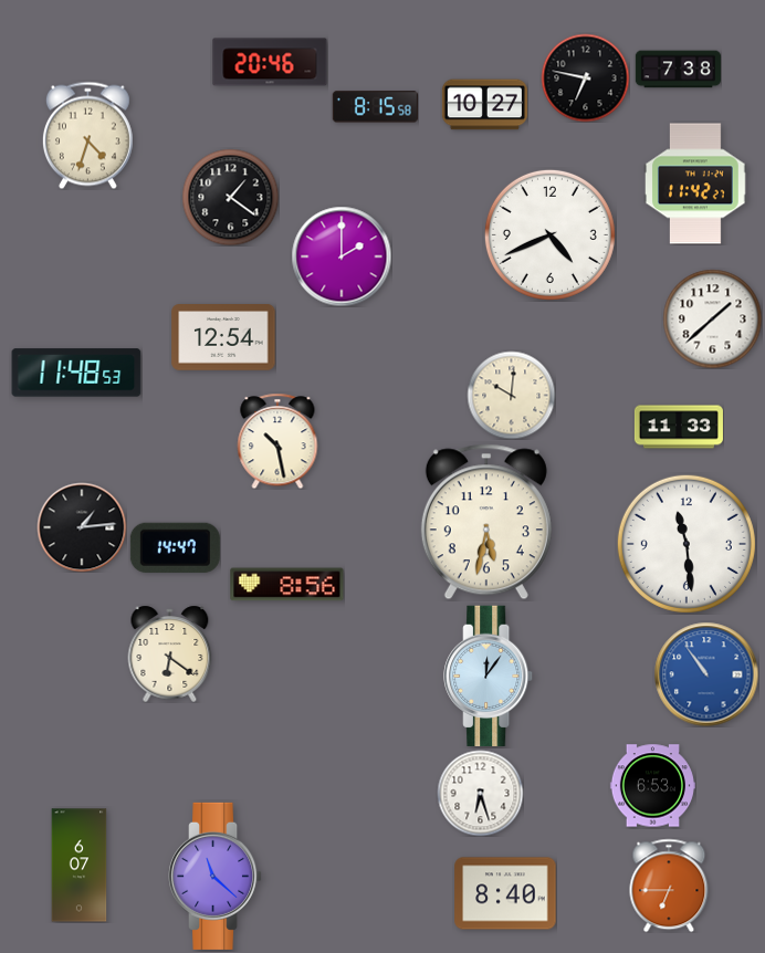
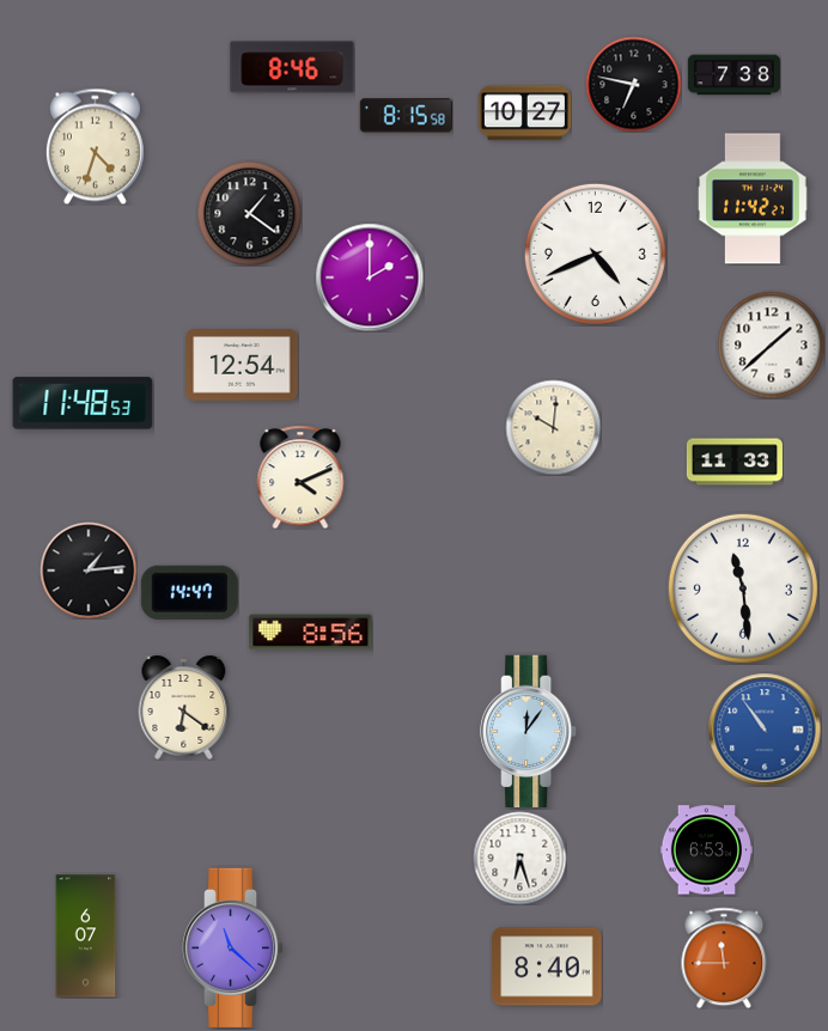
clock at (270, 62): 20:46 -> 8:46
clock at (277, 441): 10:28 -> 4:11
clock at (486, 522): 5:32 -> none
clock at (669, 886): 6:45 -> 11:45
